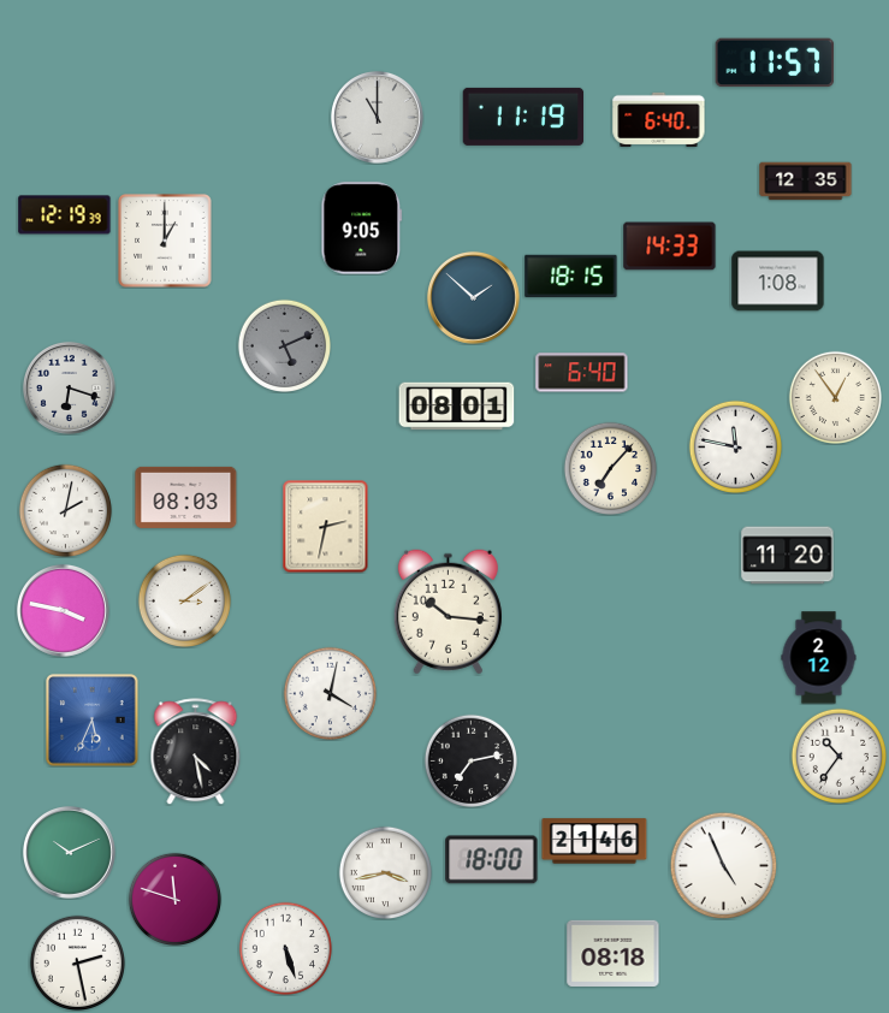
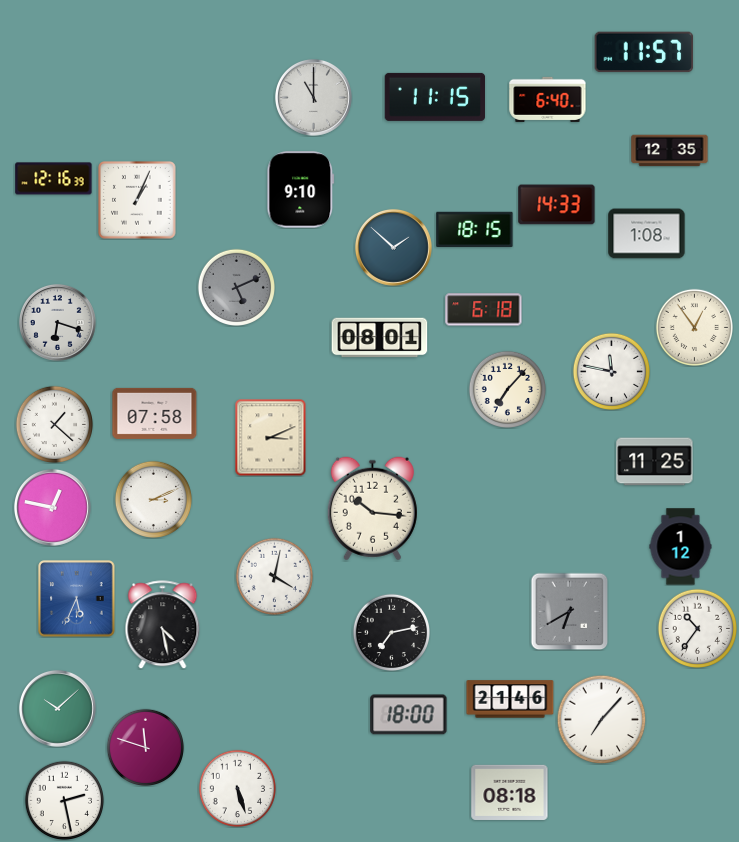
clock at (523, 117): 11:19 -> 11:15
clock at (65, 215): 12:19 -> 12:16
clock at (362, 229): 9:05 -> 9:10
clock at (165, 241): 1:00 -> 1:04
clock at (582, 373): 6:40 -> 6:18
clock at (835, 397) position: (835, 397) -> (694, 327)
clock at (186, 497): 08:03 -> 07:58
clock at (65, 510): 2:02 -> 1:22
clock at (326, 526): 2:32 -> 3:11
clock at (788, 556): 11:20 -> 11:25
clock at (184, 600): 3:09 -> 3:11
clock at (63, 610): 3:47 -> 12:47
clock at (819, 658): 2:12 -> 1:12
clock at (569, 611): none -> 6:40
clock at (594, 841) position: (594, 841) -> (510, 699)
clock at (69, 852): 10:11 -> 10:08
clock at (723, 865): 4:56 -> 7:07
clock at (385, 872): 3:43 -> none
